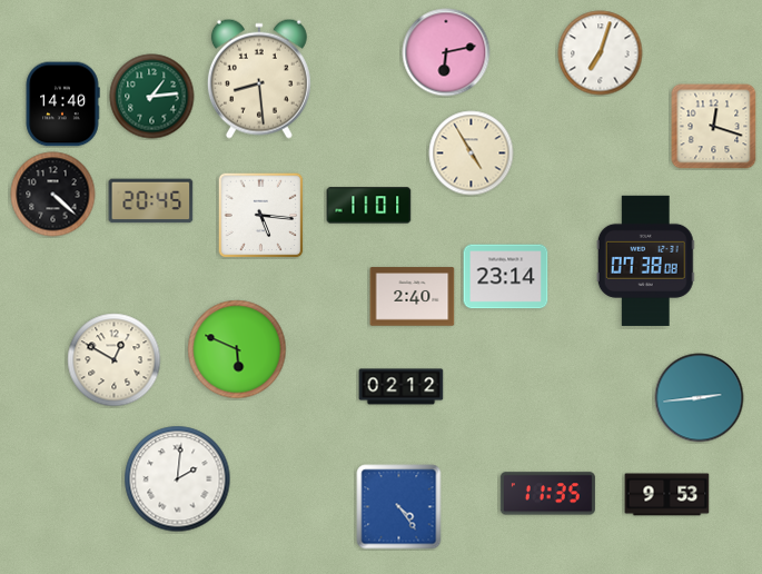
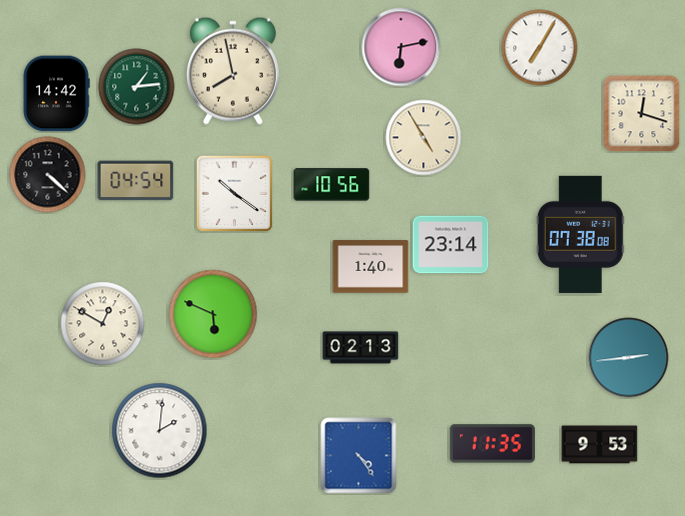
clock at (601, 53): 7:03 -> 7:05
clock at (259, 79): 8:29 -> 7:58
clock at (62, 105): 14:40 -> 14:42
clock at (151, 201): 20:45 -> 04:54
clock at (369, 206): 11:01 -> 10:56
clock at (260, 215): 5:16 -> 10:21
clock at (506, 277) position: (506, 277) -> (451, 245)
clock at (413, 297): 2:40 -> 1:40
clock at (402, 387): 02:12 -> 02:13
